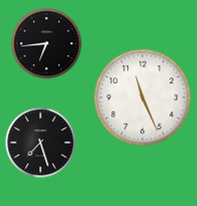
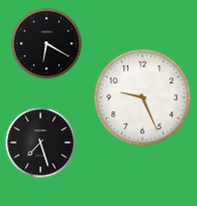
clock at (47, 44): 6:44 -> 6:20
clock at (143, 98): 11:26 -> 9:26
